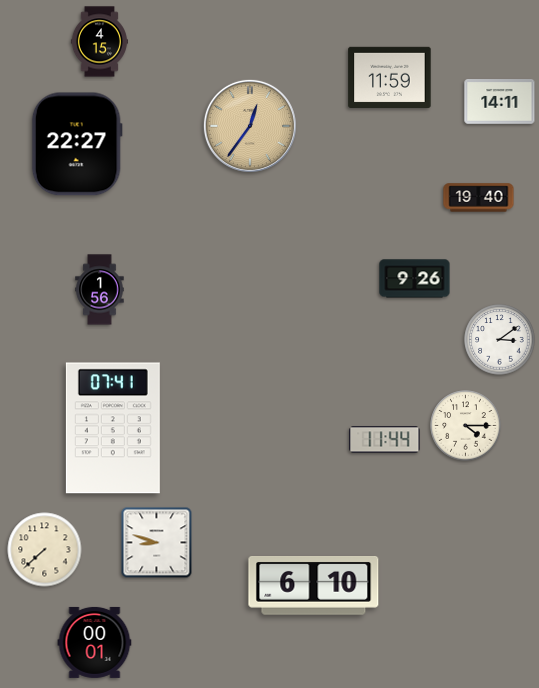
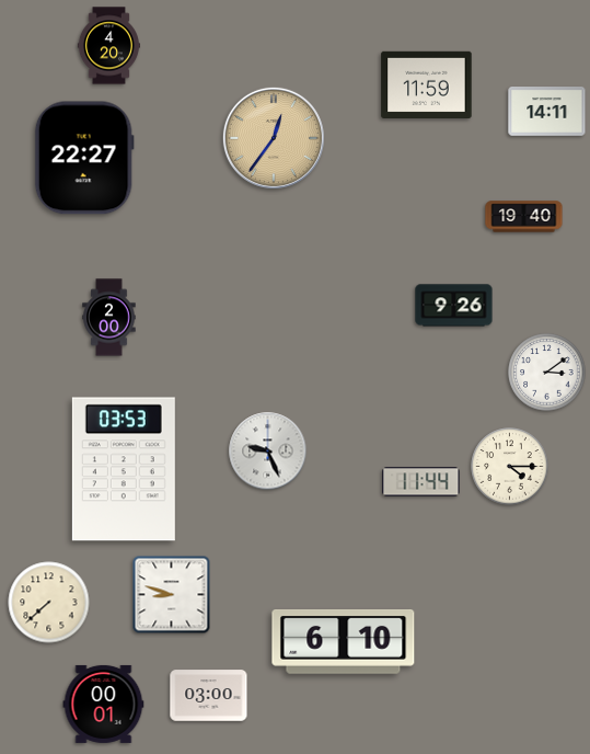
clock at (99, 42): 4:15 -> 4:20
clock at (100, 290): 1:56 -> 2:00
clock at (268, 452): none -> 9:26
clock at (113, 428): 07:41 -> 03:53
clock at (209, 696): none -> 03:00
